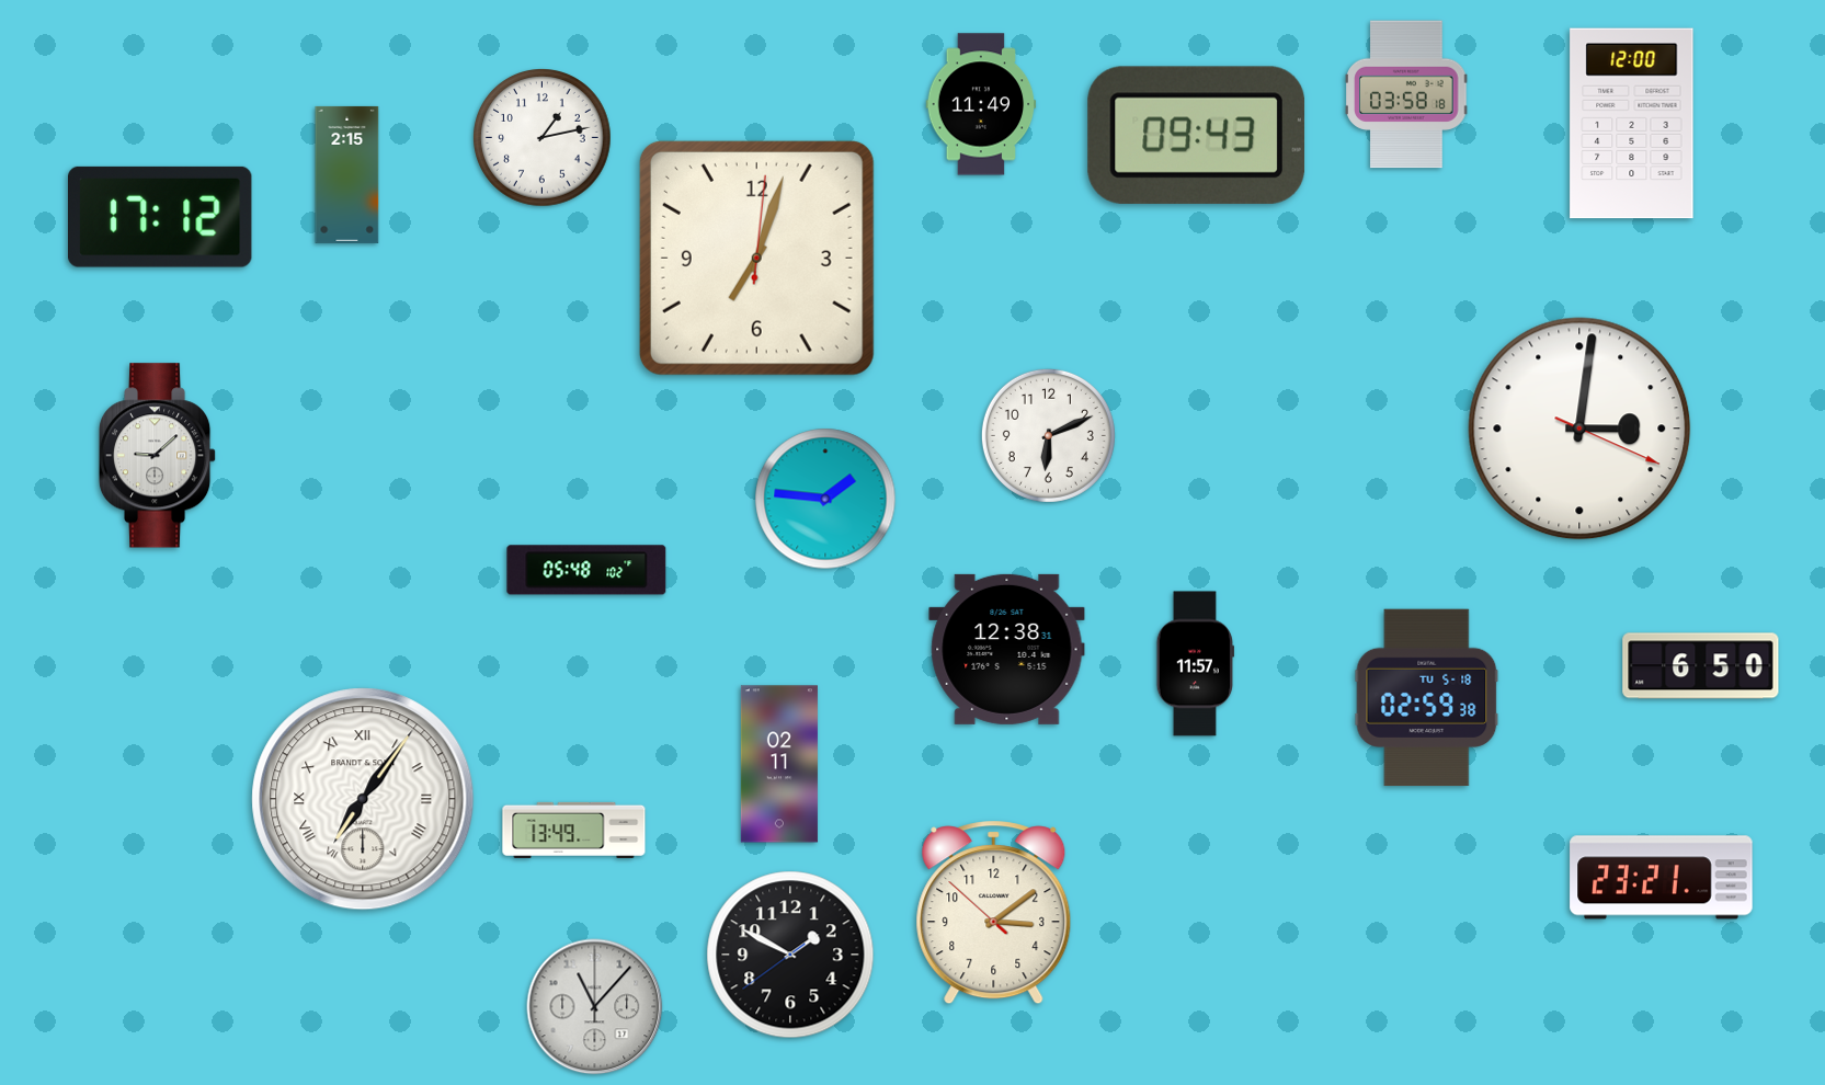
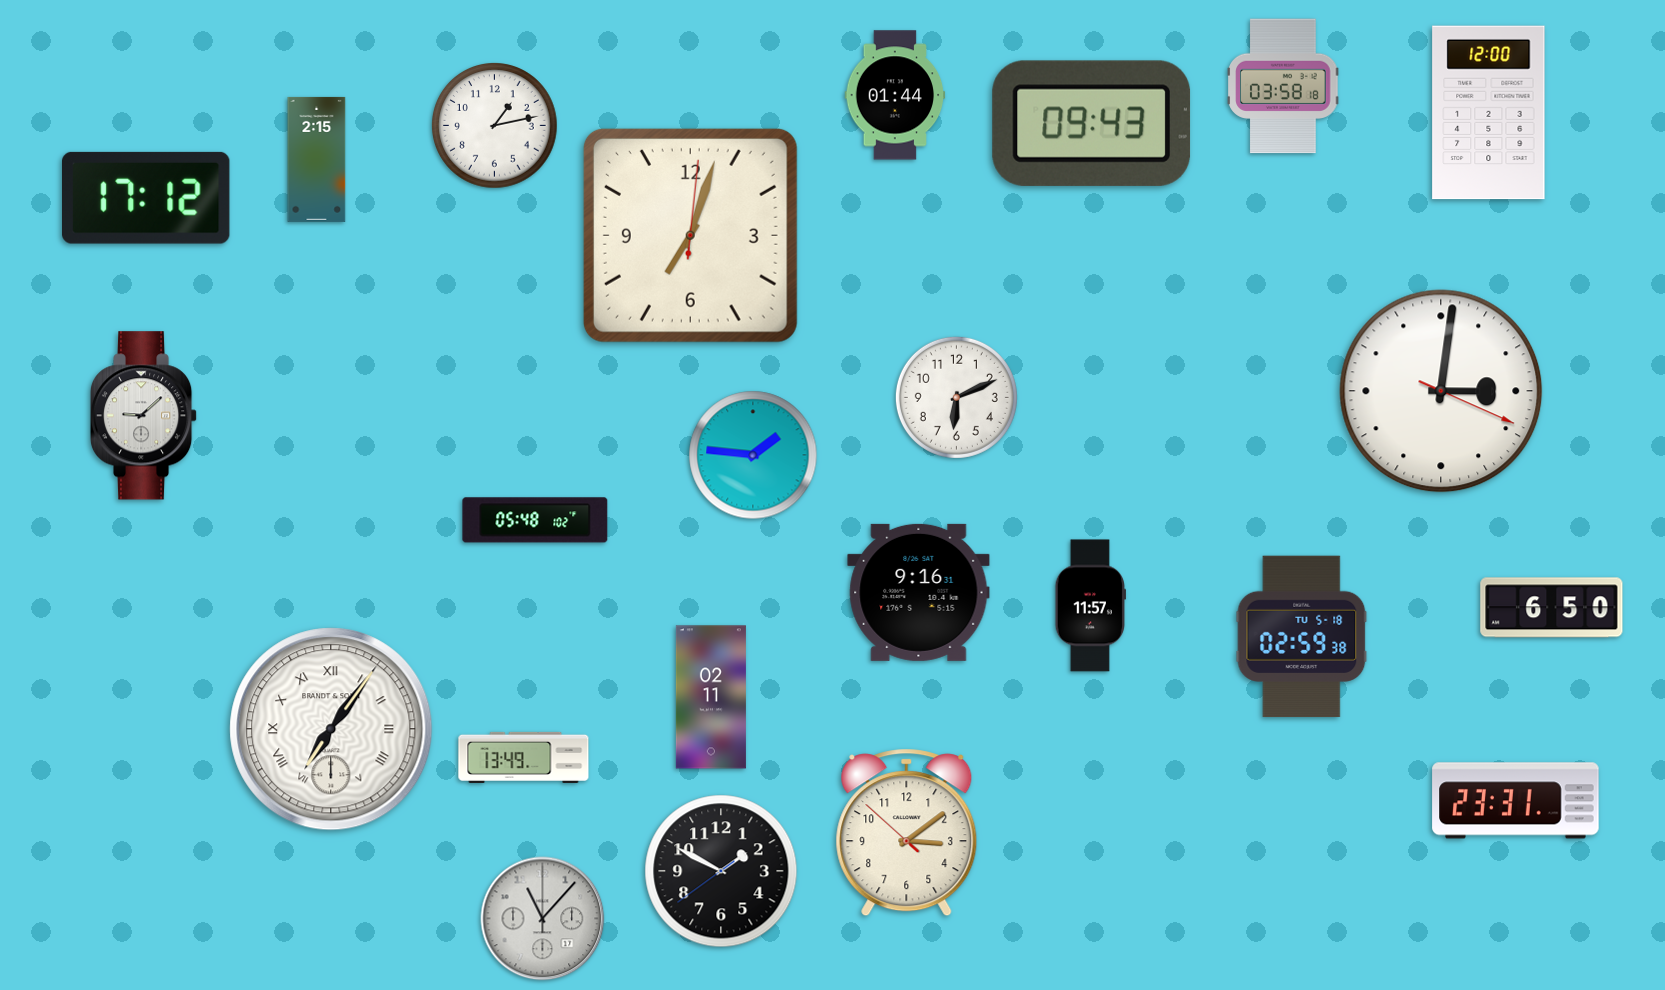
clock at (981, 104): 11:49 -> 01:44
clock at (1007, 649): 12:38 -> 9:16
clock at (1662, 878): 23:21 -> 23:31
